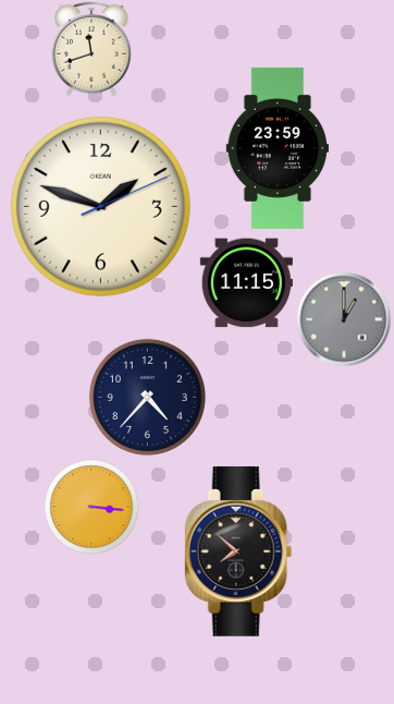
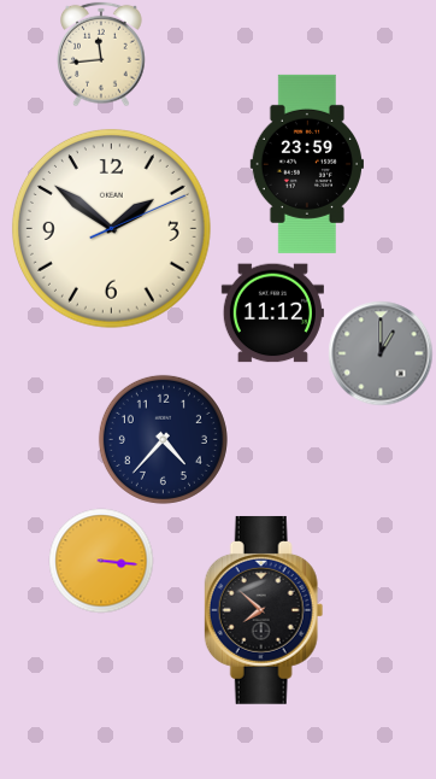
clock at (93, 49): 11:42 -> 11:44
clock at (100, 206): 1:48 -> 1:51
clock at (246, 283): 11:15 -> 11:12
